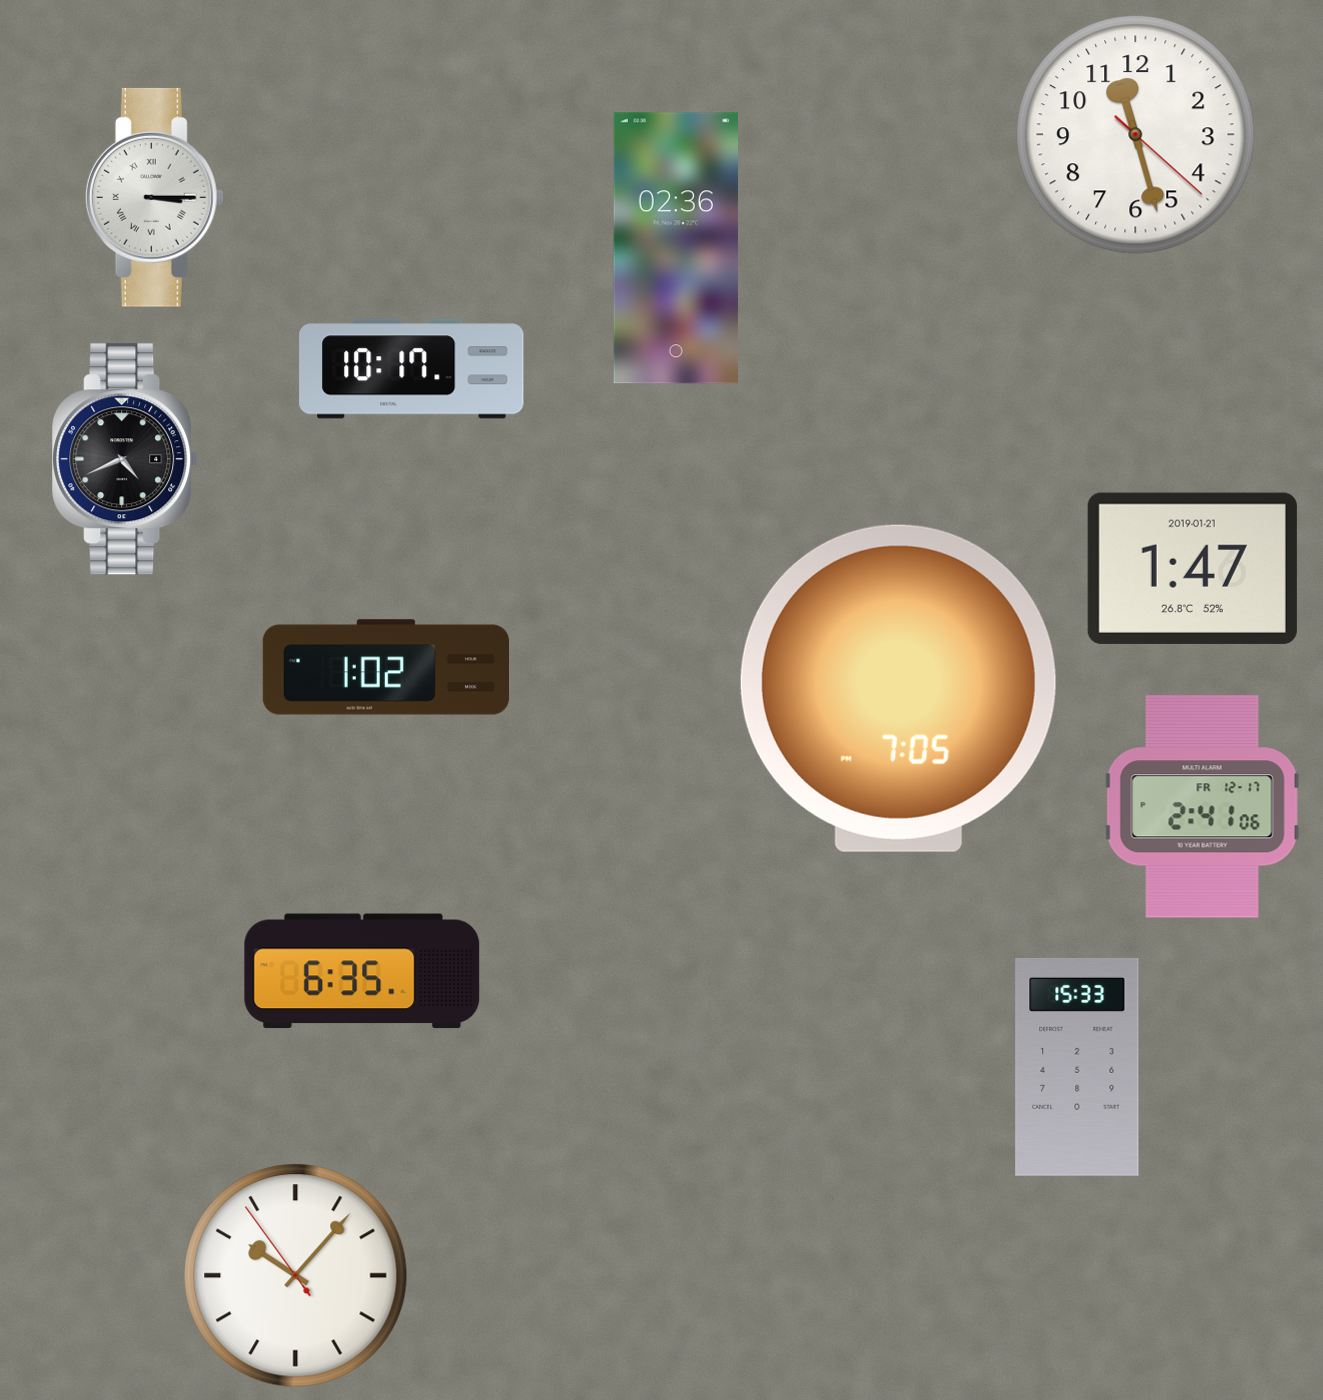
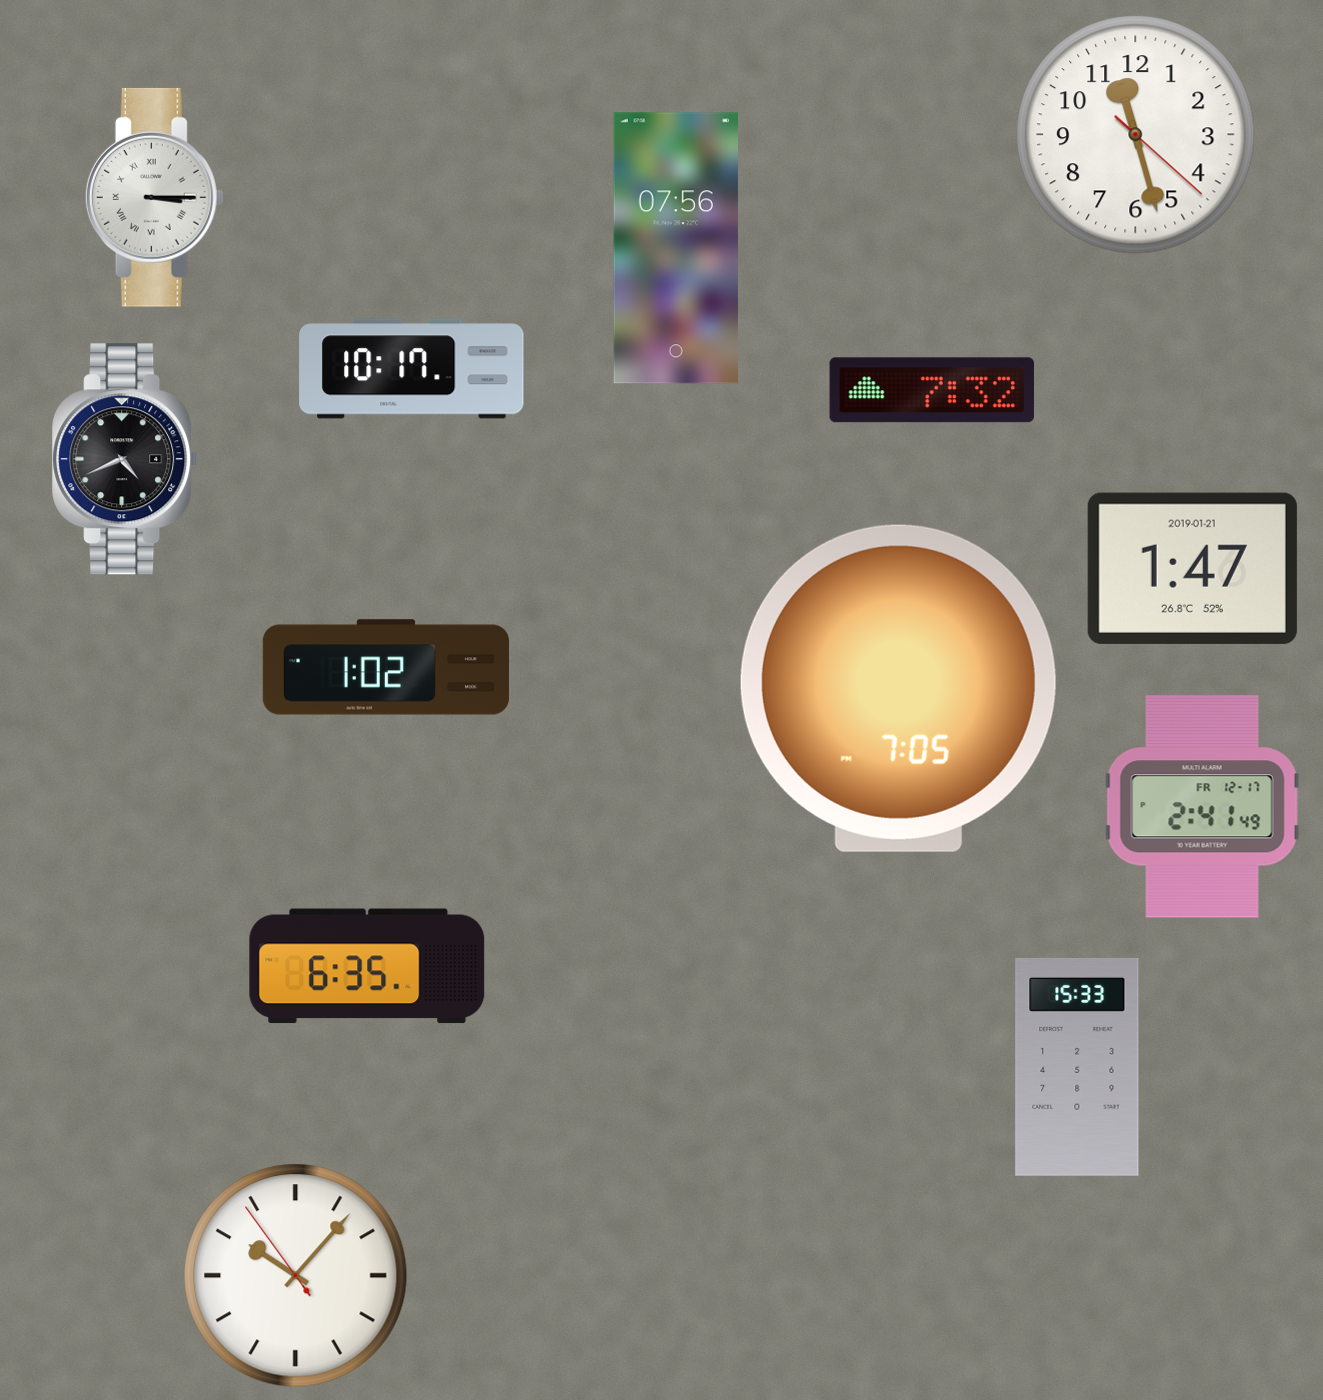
clock at (676, 248): 02:36 -> 07:56
clock at (932, 390): none -> 7:32
clock at (1203, 807): 2:41:06 -> 2:41:49
clock at (362, 971) position: (362, 971) -> (367, 966)
